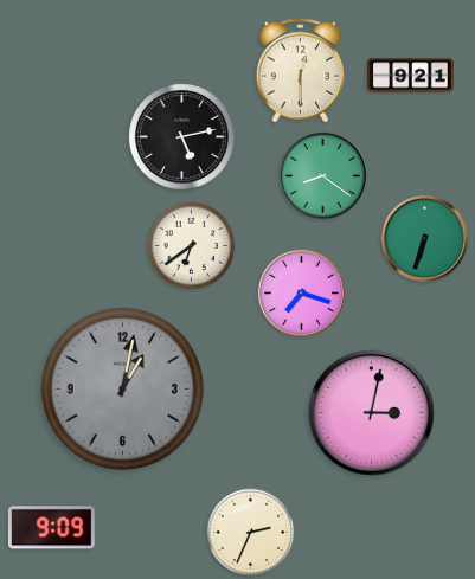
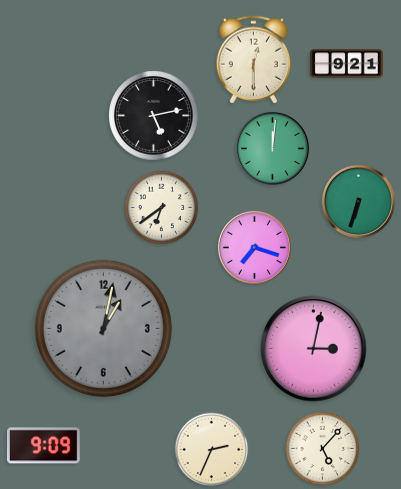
clock at (322, 175): 8:21 -> 12:01
clock at (323, 449): none -> 5:07
